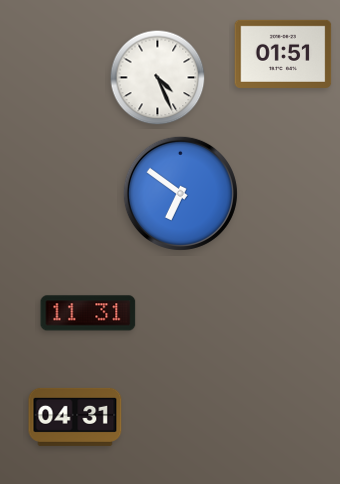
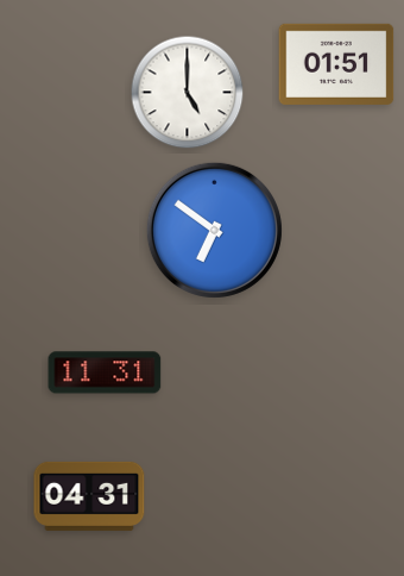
clock at (158, 78): 4:26 -> 5:00
